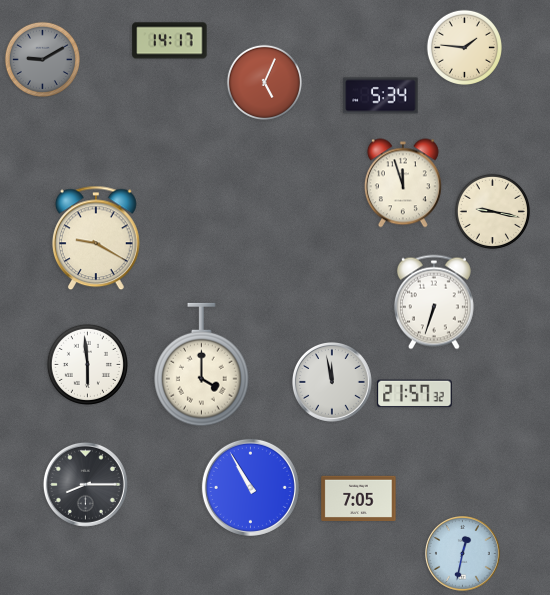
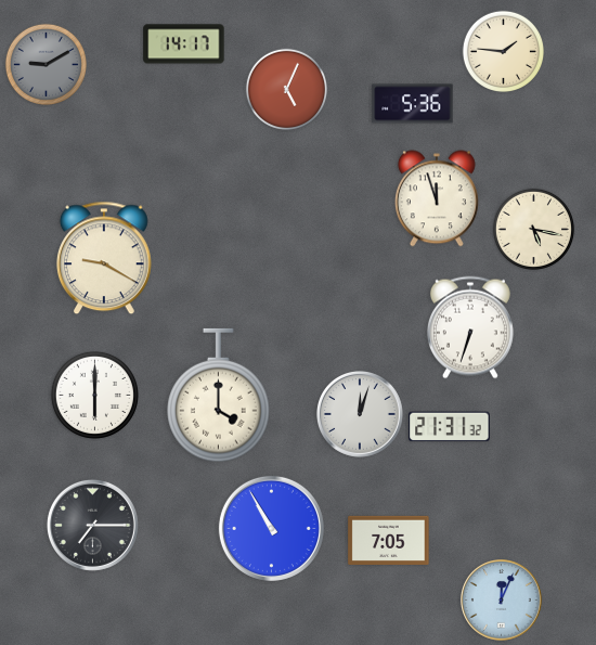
clock at (381, 96): 5:34 -> 5:36
clock at (492, 211): 9:17 -> 5:17
clock at (87, 364): 5:59 -> 6:00
clock at (332, 382): 11:58 -> 12:03
clock at (415, 394): 21:57 -> 21:31
clock at (85, 484): 8:15 -> 7:15
clock at (463, 554): 12:32 -> 12:04
